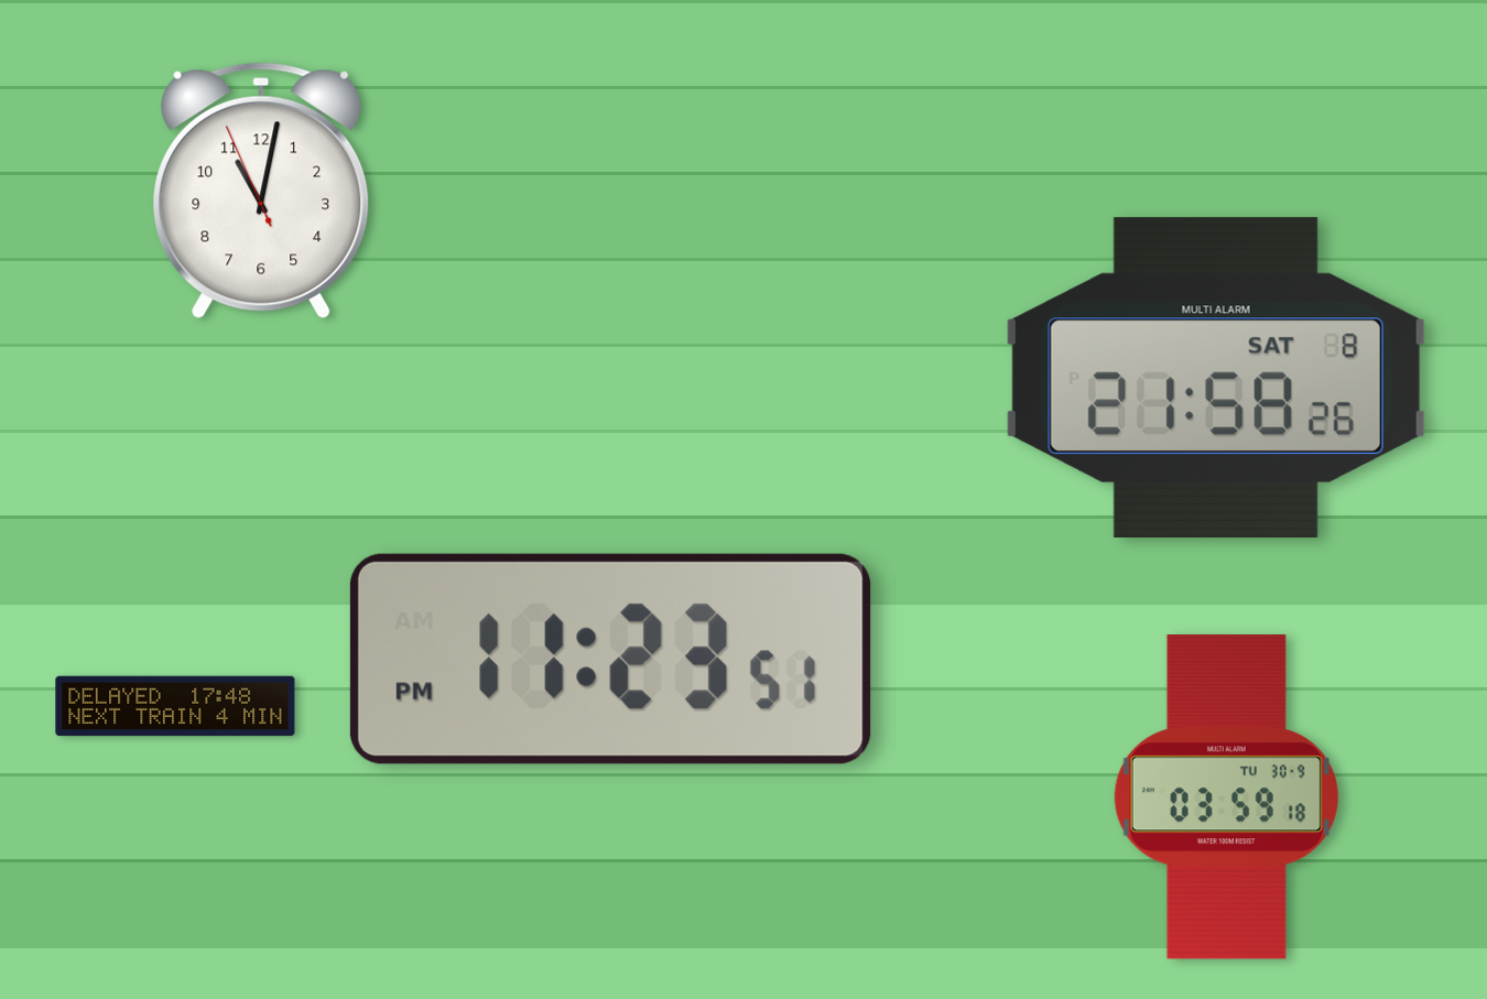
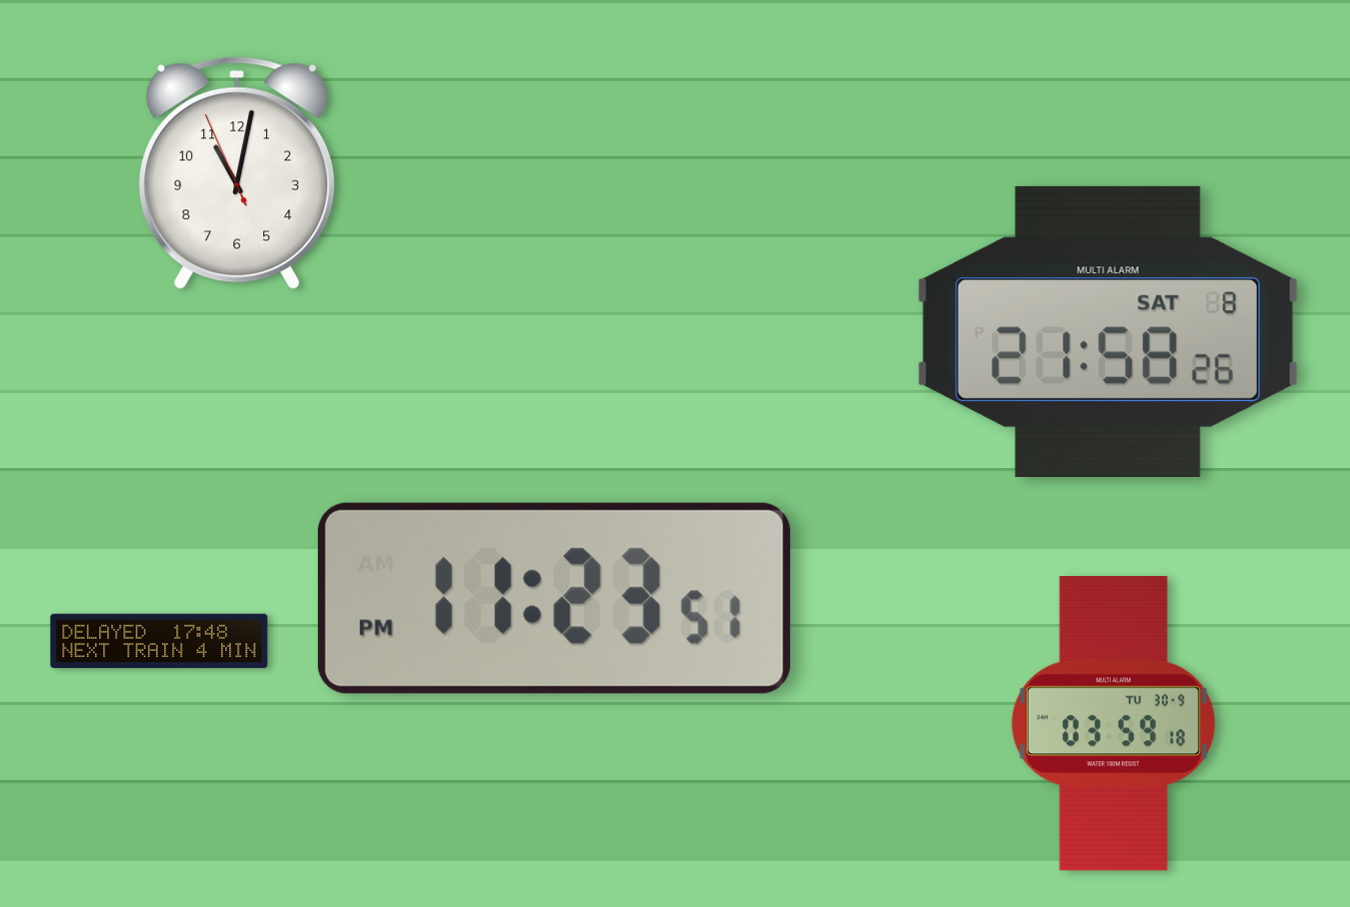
clock at (1216, 378) position: (1216, 378) -> (1108, 332)
